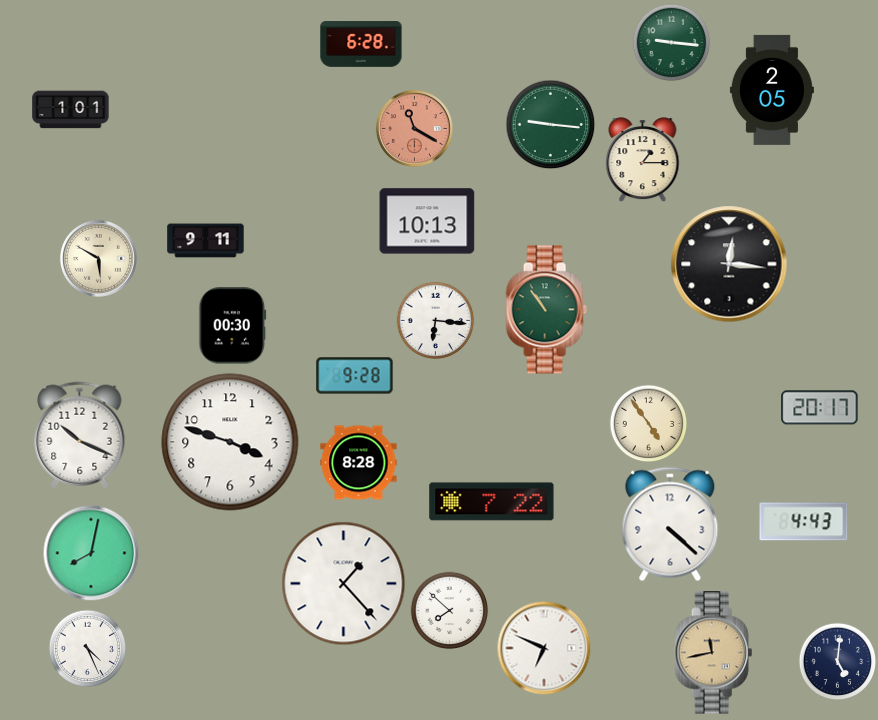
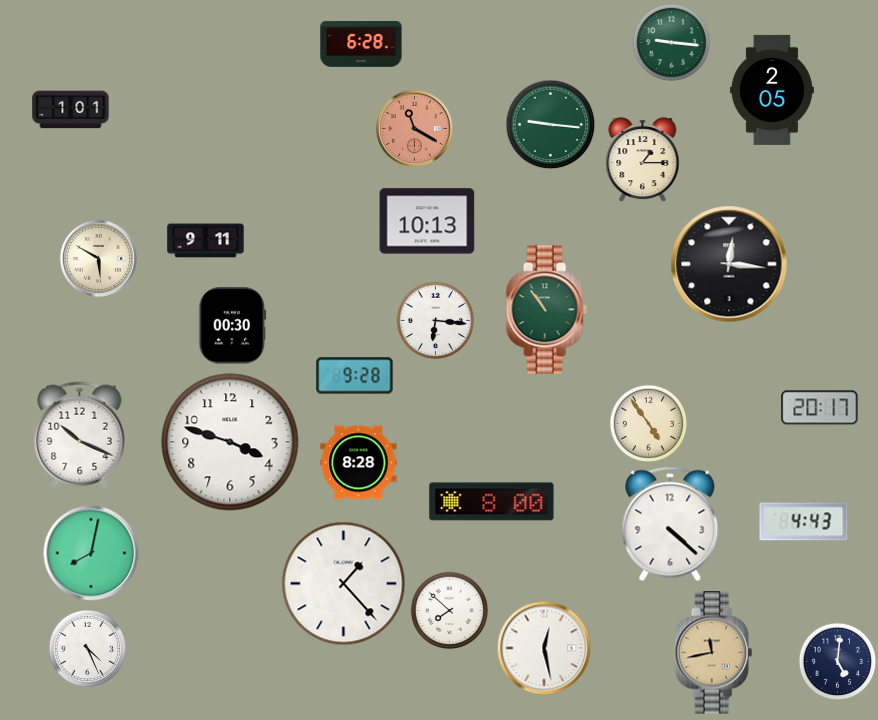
clock at (492, 502): 7:22 -> 8:00
clock at (544, 648): 6:49 -> 12:28
